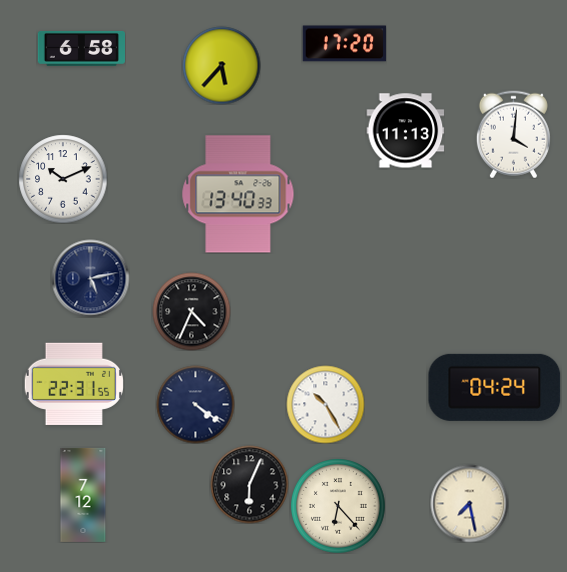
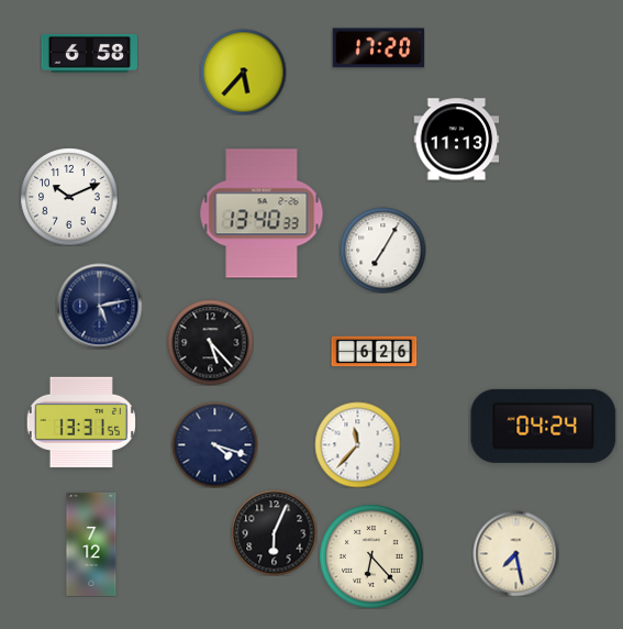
clock at (405, 131) position: (405, 131) -> (456, 140)
clock at (513, 134): 4:01 -> none
clock at (382, 250): none -> 7:05
clock at (191, 311): 4:34 -> 5:23
clock at (374, 352): none -> 6:26
clock at (74, 383): 22:31 -> 13:31
clock at (195, 404): 4:21 -> 4:18
clock at (325, 404): 10:25 -> 11:37
